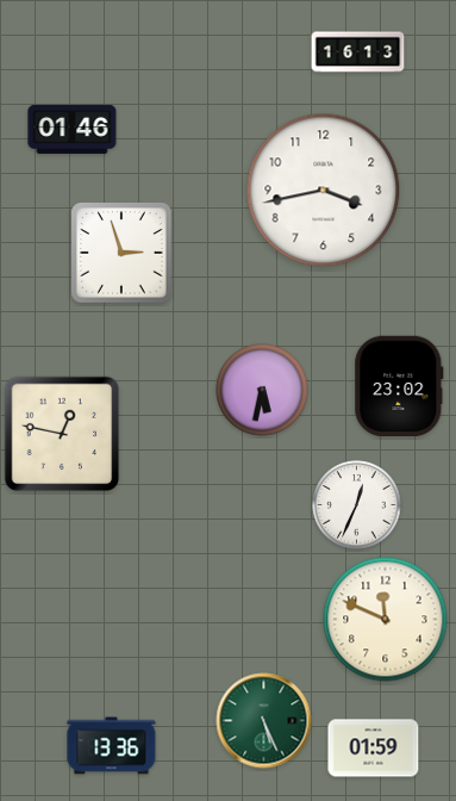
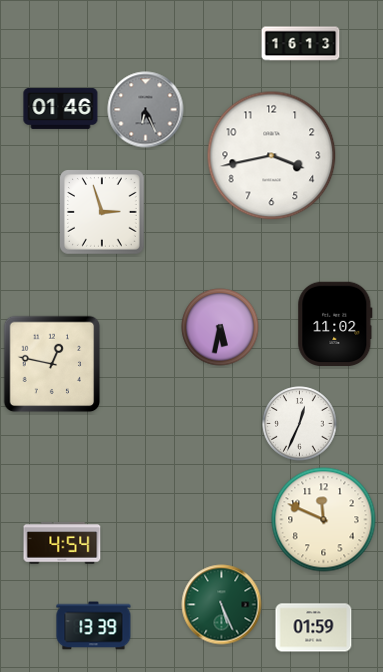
clock at (146, 110): none -> 6:26
clock at (324, 191) position: (324, 191) -> (272, 156)
clock at (399, 385): 23:02 -> 11:02
clock at (62, 543): none -> 4:54
clock at (112, 746): 13:36 -> 13:39
